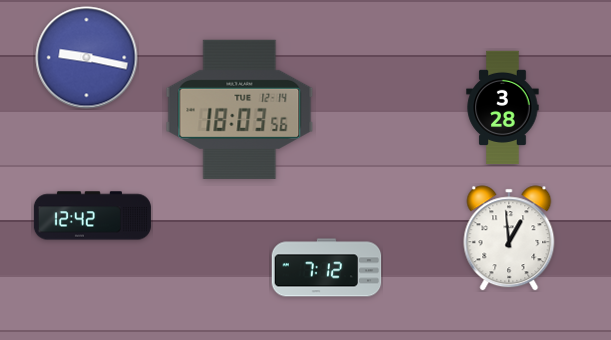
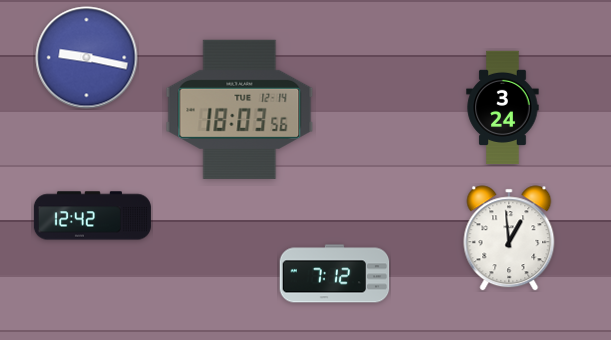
clock at (503, 108): 3:28 -> 3:24
clock at (327, 268) position: (327, 268) -> (335, 274)
